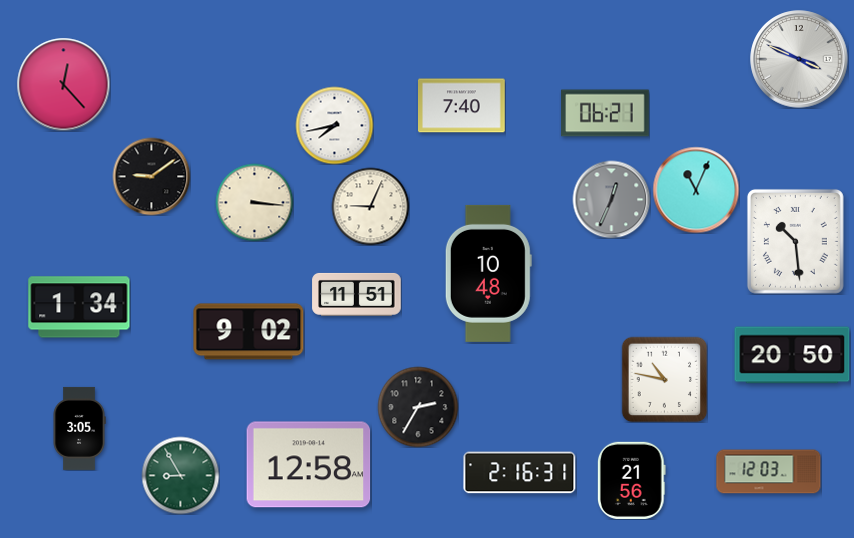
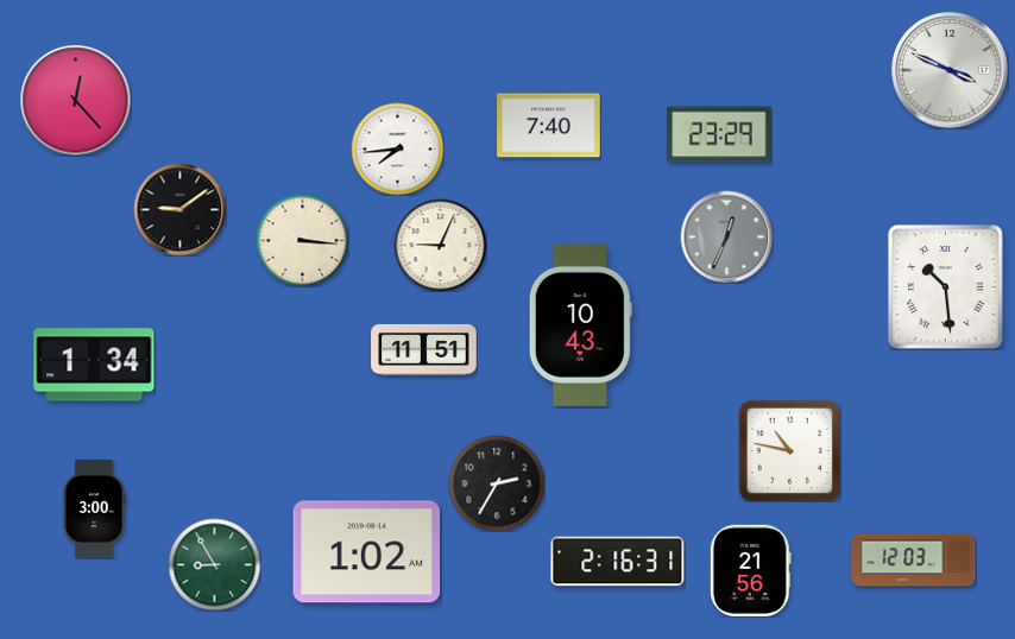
clock at (605, 113): 06:21 -> 23:29
clock at (334, 125): 7:43 -> 7:44
clock at (696, 190): 11:04 -> none
clock at (488, 273): 10:48 -> 10:43
clock at (249, 332): 9:02 -> none
clock at (792, 355): 20:50 -> none
clock at (79, 428): 3:05 -> 3:00
clock at (309, 465): 12:58 -> 1:02
